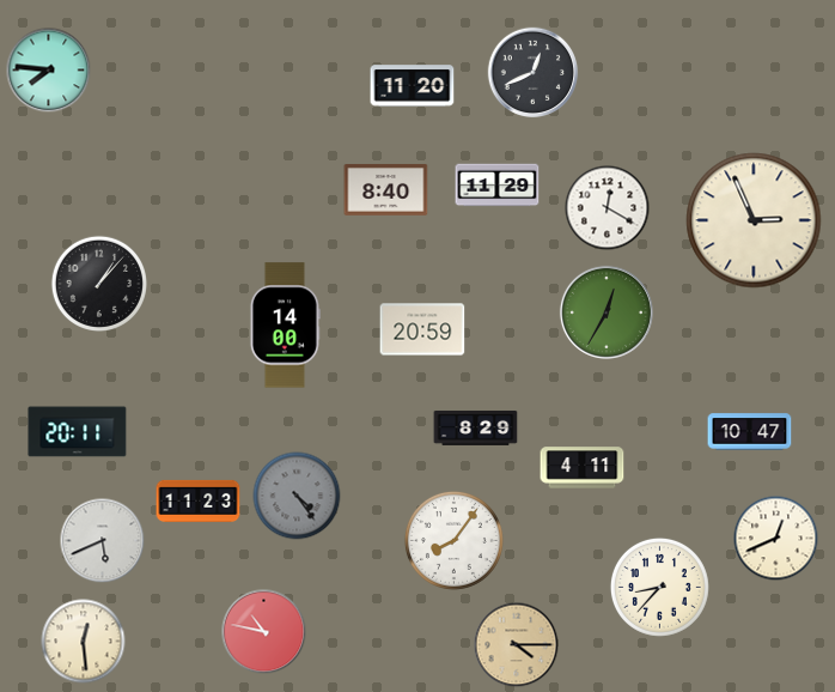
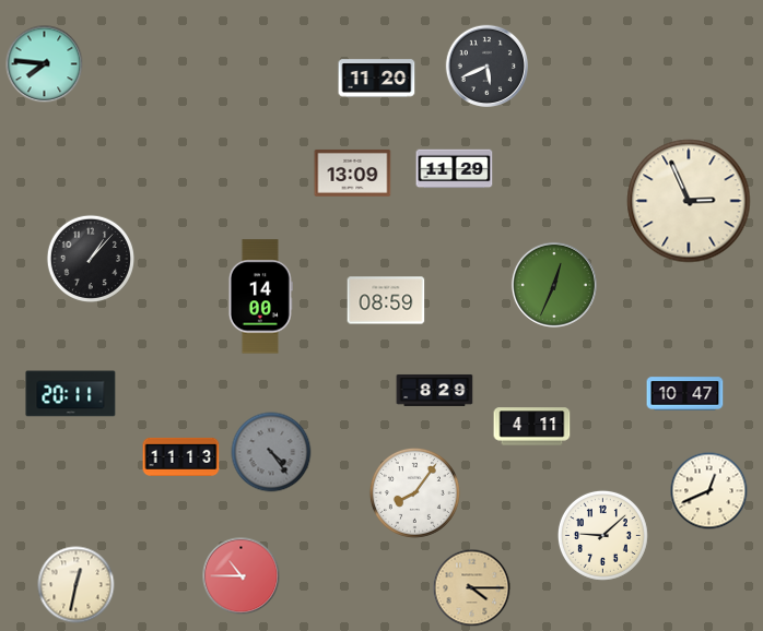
clock at (534, 73): 12:41 -> 5:41
clock at (386, 189): 8:40 -> 13:09
clock at (608, 208): 12:20 -> none
clock at (607, 312): 12:35 -> 12:34
clock at (422, 329): 20:59 -> 08:59
clock at (199, 500): 11:23 -> 11:13
clock at (103, 541): 5:41 -> none
clock at (659, 587): 8:37 -> 9:08
clock at (264, 632): 10:47 -> 10:45
clock at (84, 642): 12:29 -> 12:32
